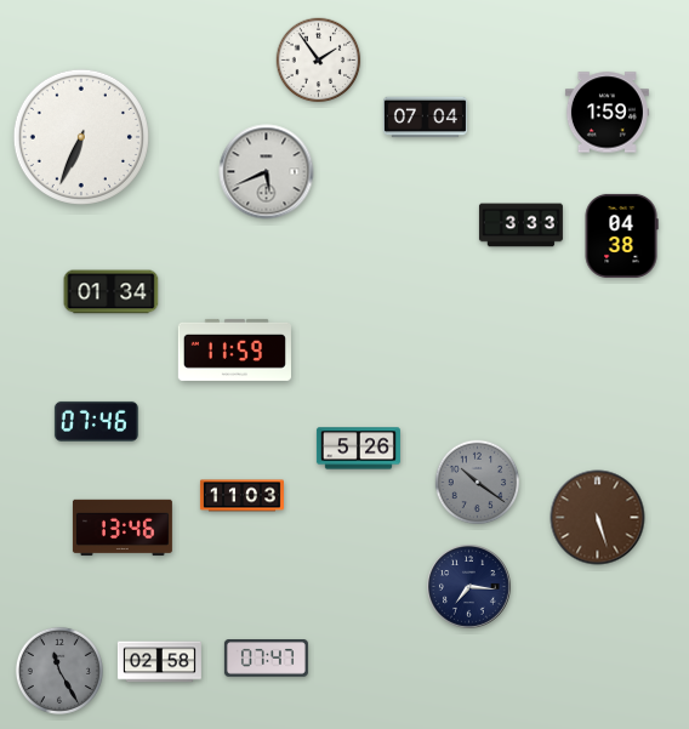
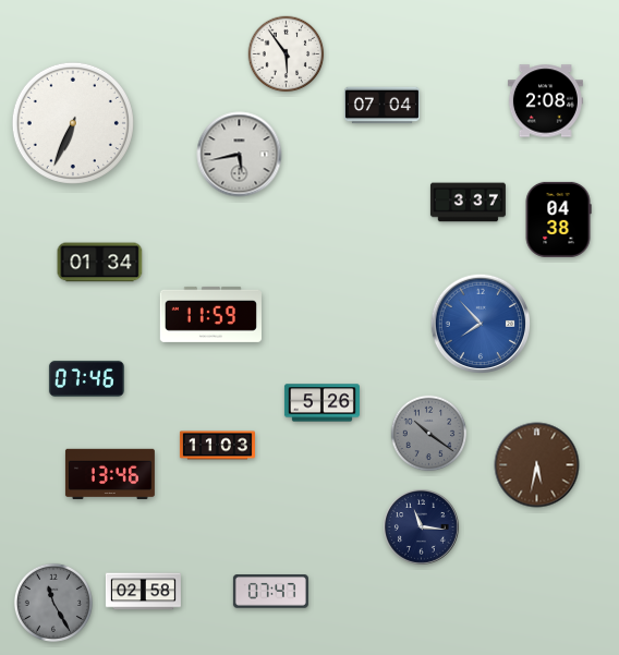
clock at (319, 61): 1:54 -> 5:54
clock at (607, 113): 1:59 -> 2:08
clock at (267, 172): 5:41 -> 5:43
clock at (520, 226): 3:33 -> 3:37
clock at (621, 235) position: (621, 235) -> (558, 219)
clock at (481, 324): none -> 7:53
clock at (598, 518): 5:27 -> 5:32
clock at (469, 587): 7:16 -> 11:16
clock at (266, 659) position: (266, 659) -> (270, 592)
clock at (159, 662) position: (159, 662) -> (143, 592)
